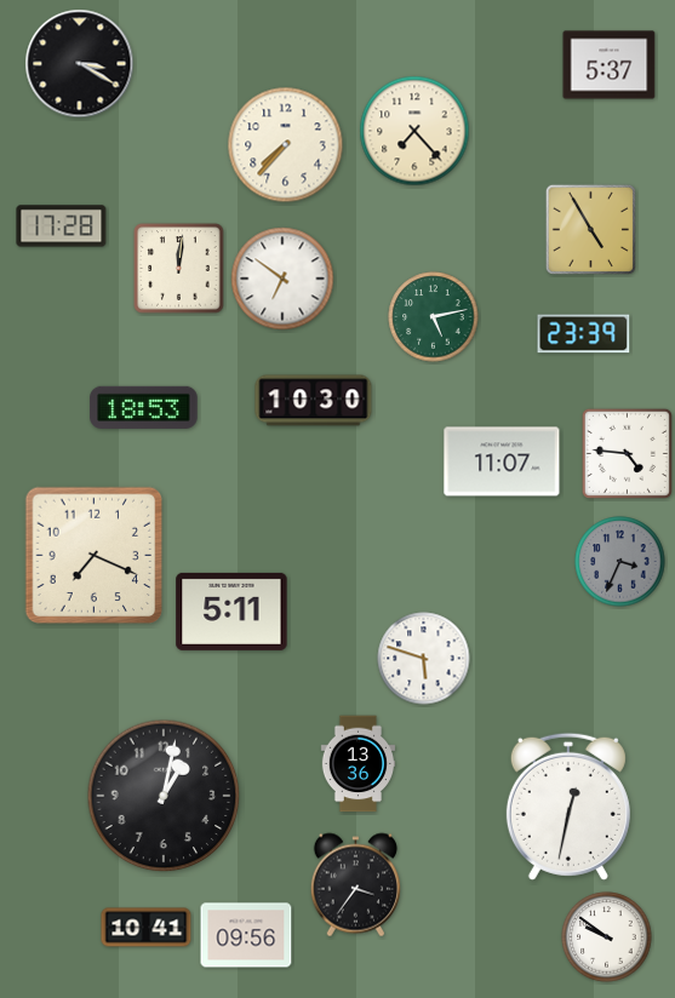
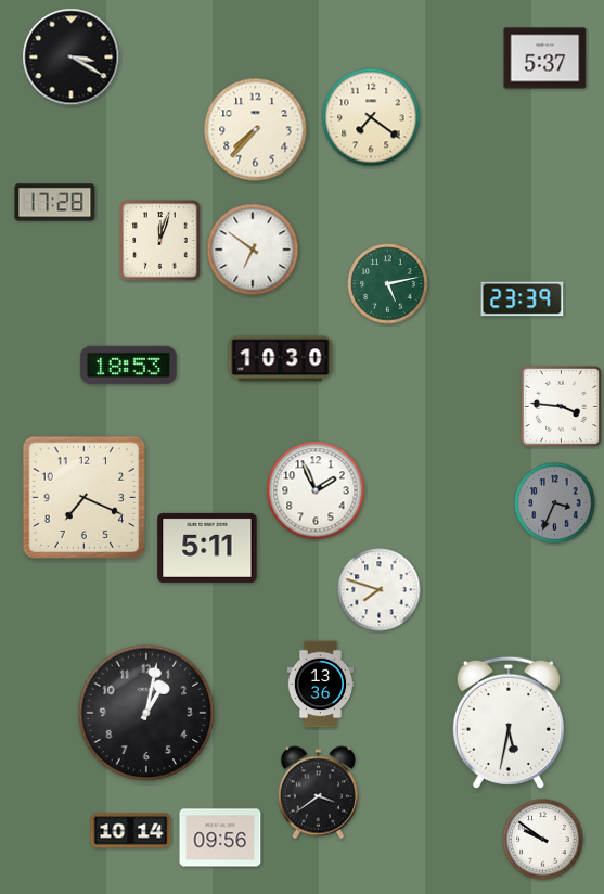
clock at (414, 131): 7:23 -> 7:21
clock at (590, 229): 4:55 -> none
clock at (179, 269): 12:01 -> 12:03
clock at (627, 453): 4:46 -> 3:46
clock at (502, 461): 11:07 -> none
clock at (316, 490): none -> 1:56
clock at (424, 659): 5:48 -> 7:48
clock at (568, 807): 12:32 -> 5:32
clock at (355, 885): 3:36 -> 3:39
clock at (147, 928): 10:41 -> 10:14
